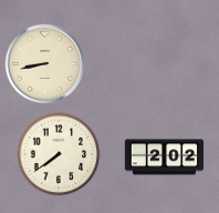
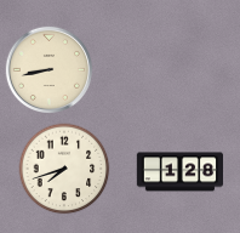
clock at (59, 154): 7:39 -> 7:42
clock at (165, 158): 2:02 -> 1:28
